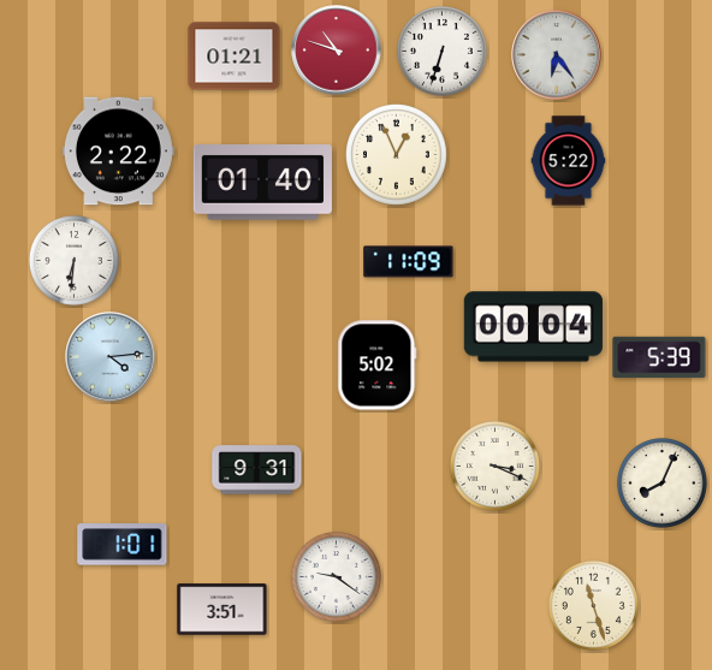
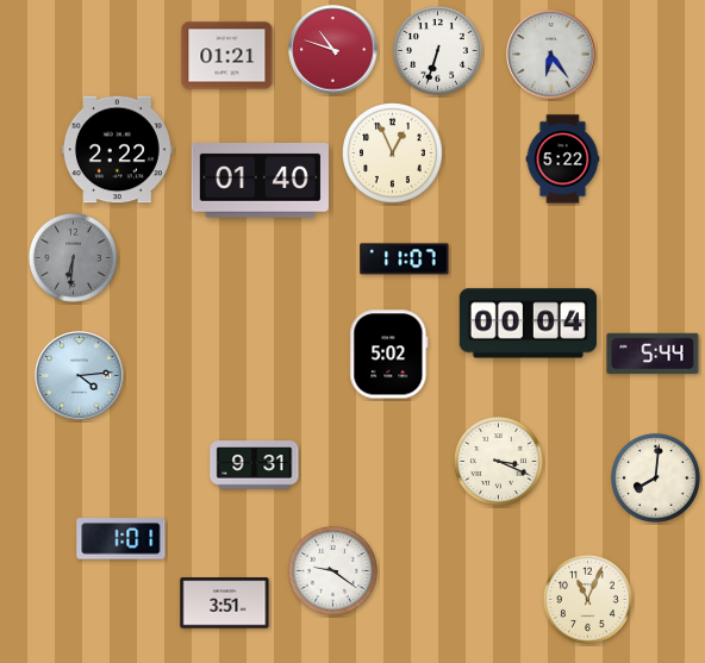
clock at (235, 57) position: (235, 57) -> (227, 56)
clock at (73, 260) dial: white -> grey
clock at (409, 262): 11:09 -> 11:07
clock at (111, 357) position: (111, 357) -> (80, 376)
clock at (659, 357): 5:39 -> 5:44
clock at (378, 366) position: (378, 366) -> (389, 355)
clock at (494, 466) position: (494, 466) -> (498, 461)
clock at (661, 482): 8:04 -> 8:01
clock at (593, 605): 11:27 -> 11:04
clock at (222, 610) position: (222, 610) -> (225, 603)
